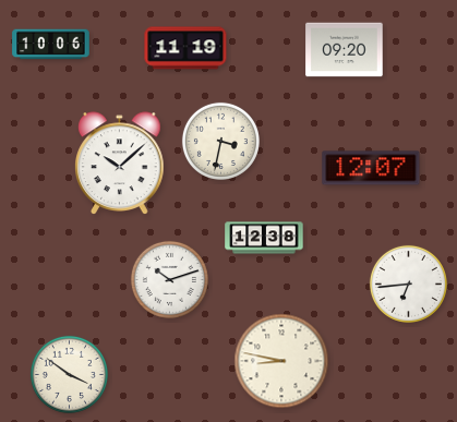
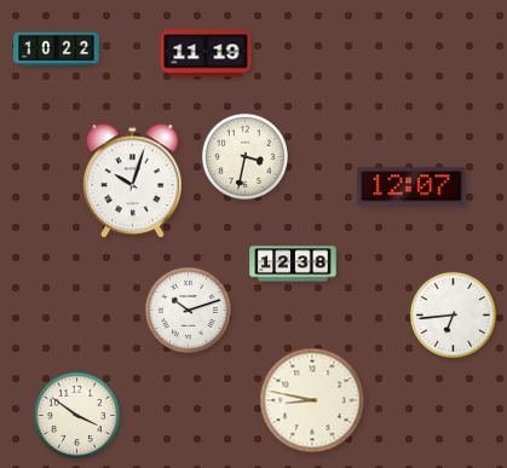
clock at (51, 45): 10:06 -> 10:22
clock at (345, 50): 09:20 -> none
clock at (120, 162): 10:08 -> 10:03
